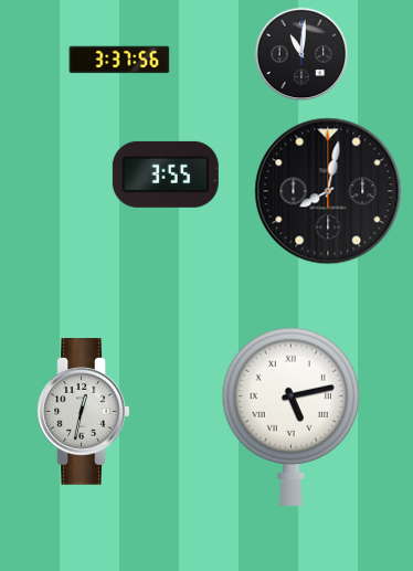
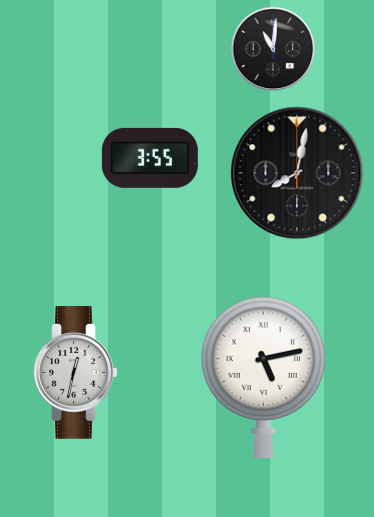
clock at (119, 60): 3:37 -> none
